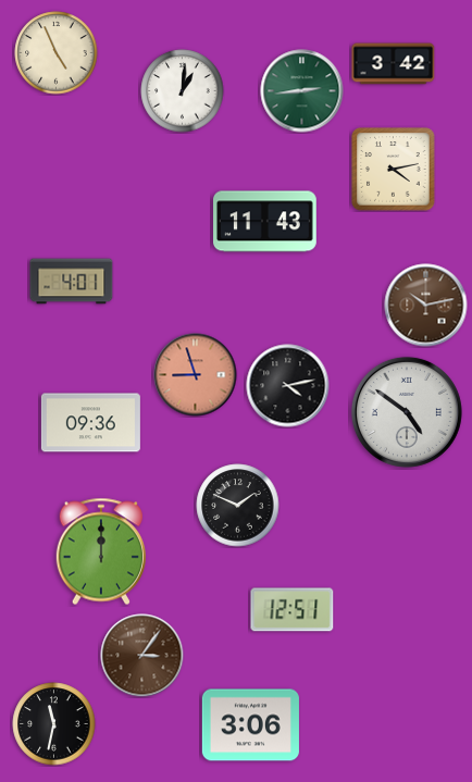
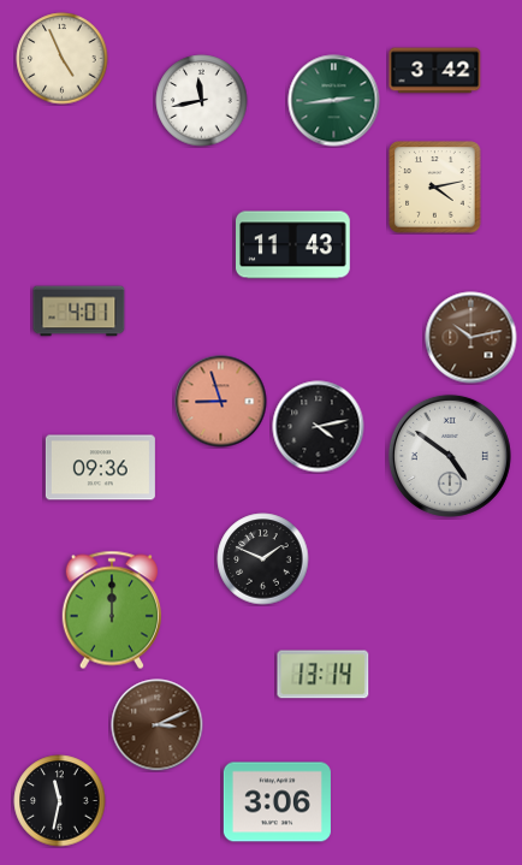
clock at (183, 91): 1:01 -> 11:43
clock at (196, 375) position: (196, 375) -> (221, 402)
clock at (293, 610): 12:51 -> 13:14
clock at (142, 656): 3:06 -> 3:11
